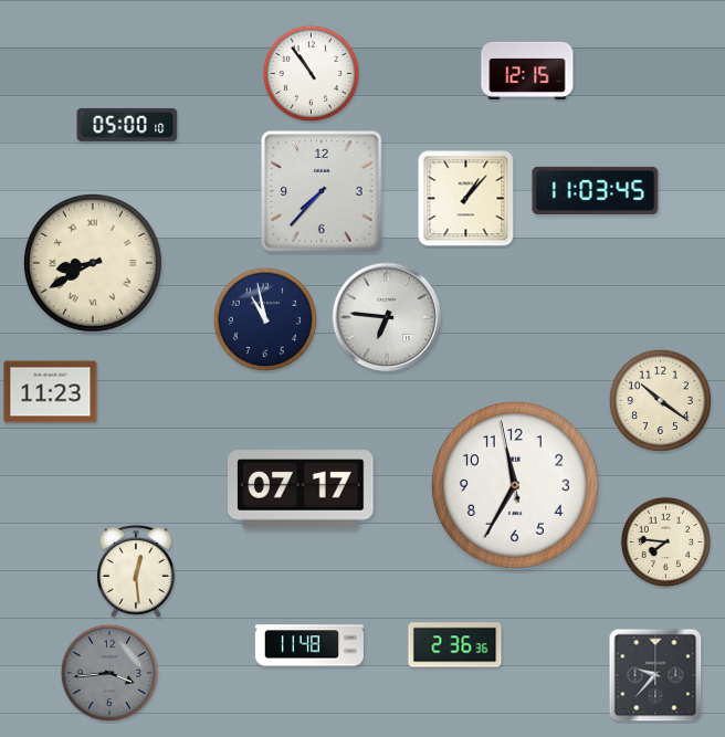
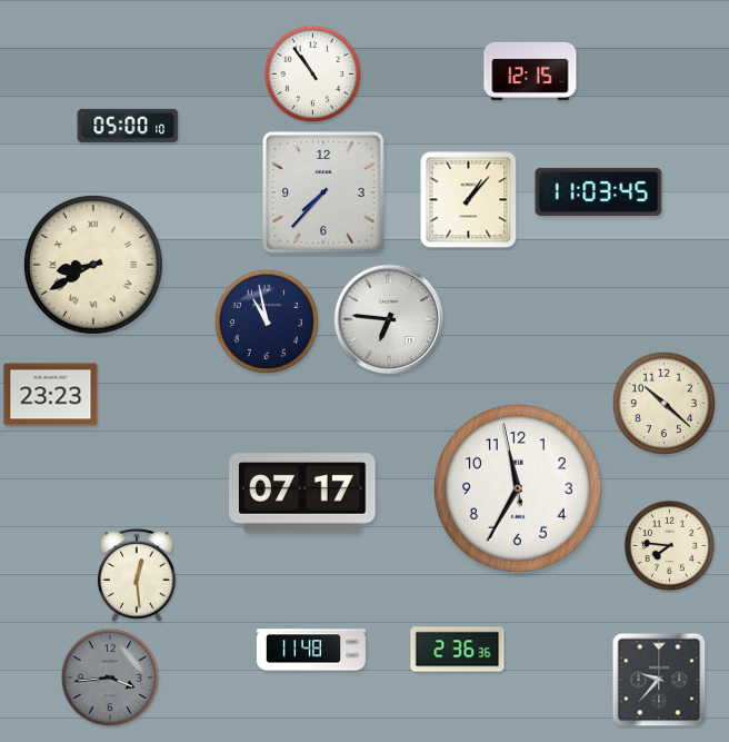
clock at (51, 392): 11:23 -> 23:23
clock at (660, 400): 10:21 -> 10:22
